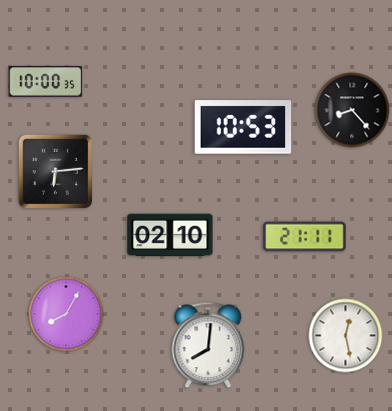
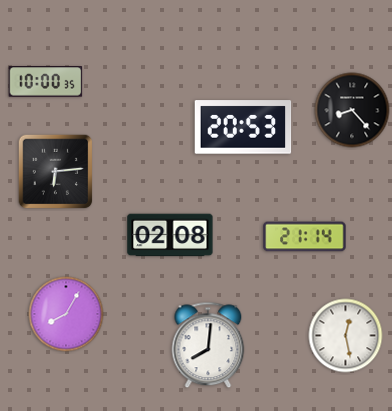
clock at (243, 127): 10:53 -> 20:53
clock at (170, 235): 02:10 -> 02:08
clock at (305, 237): 21:11 -> 21:14
